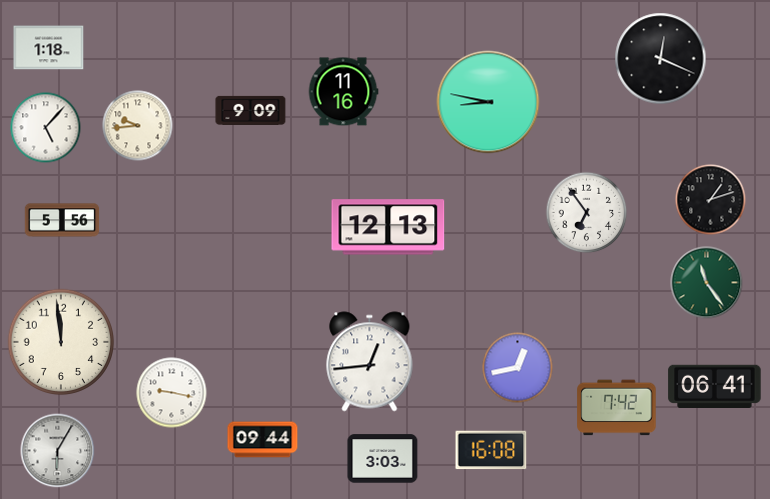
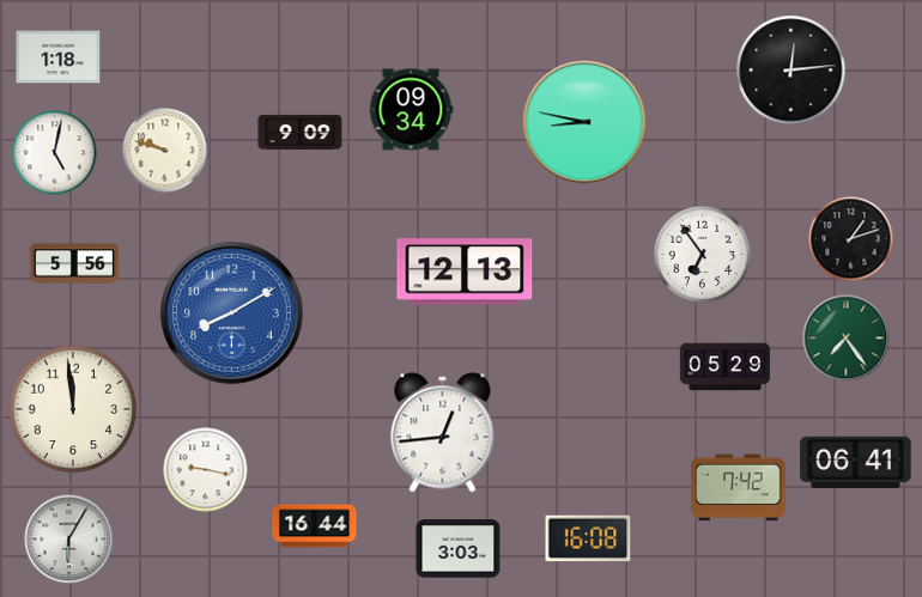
clock at (661, 59): 12:19 -> 12:14
clock at (343, 92): 11:16 -> 09:34
clock at (138, 126): 9:44 -> 9:48
clock at (46, 128): 5:07 -> 5:02
clock at (231, 312): none -> 8:10
clock at (707, 283): 11:24 -> 7:24
clock at (724, 367): none -> 05:29
clock at (518, 368): 12:43 -> none
clock at (263, 440): 09:44 -> 16:44
